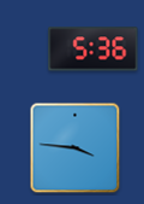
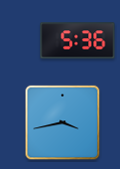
clock at (76, 148): 3:46 -> 3:43
